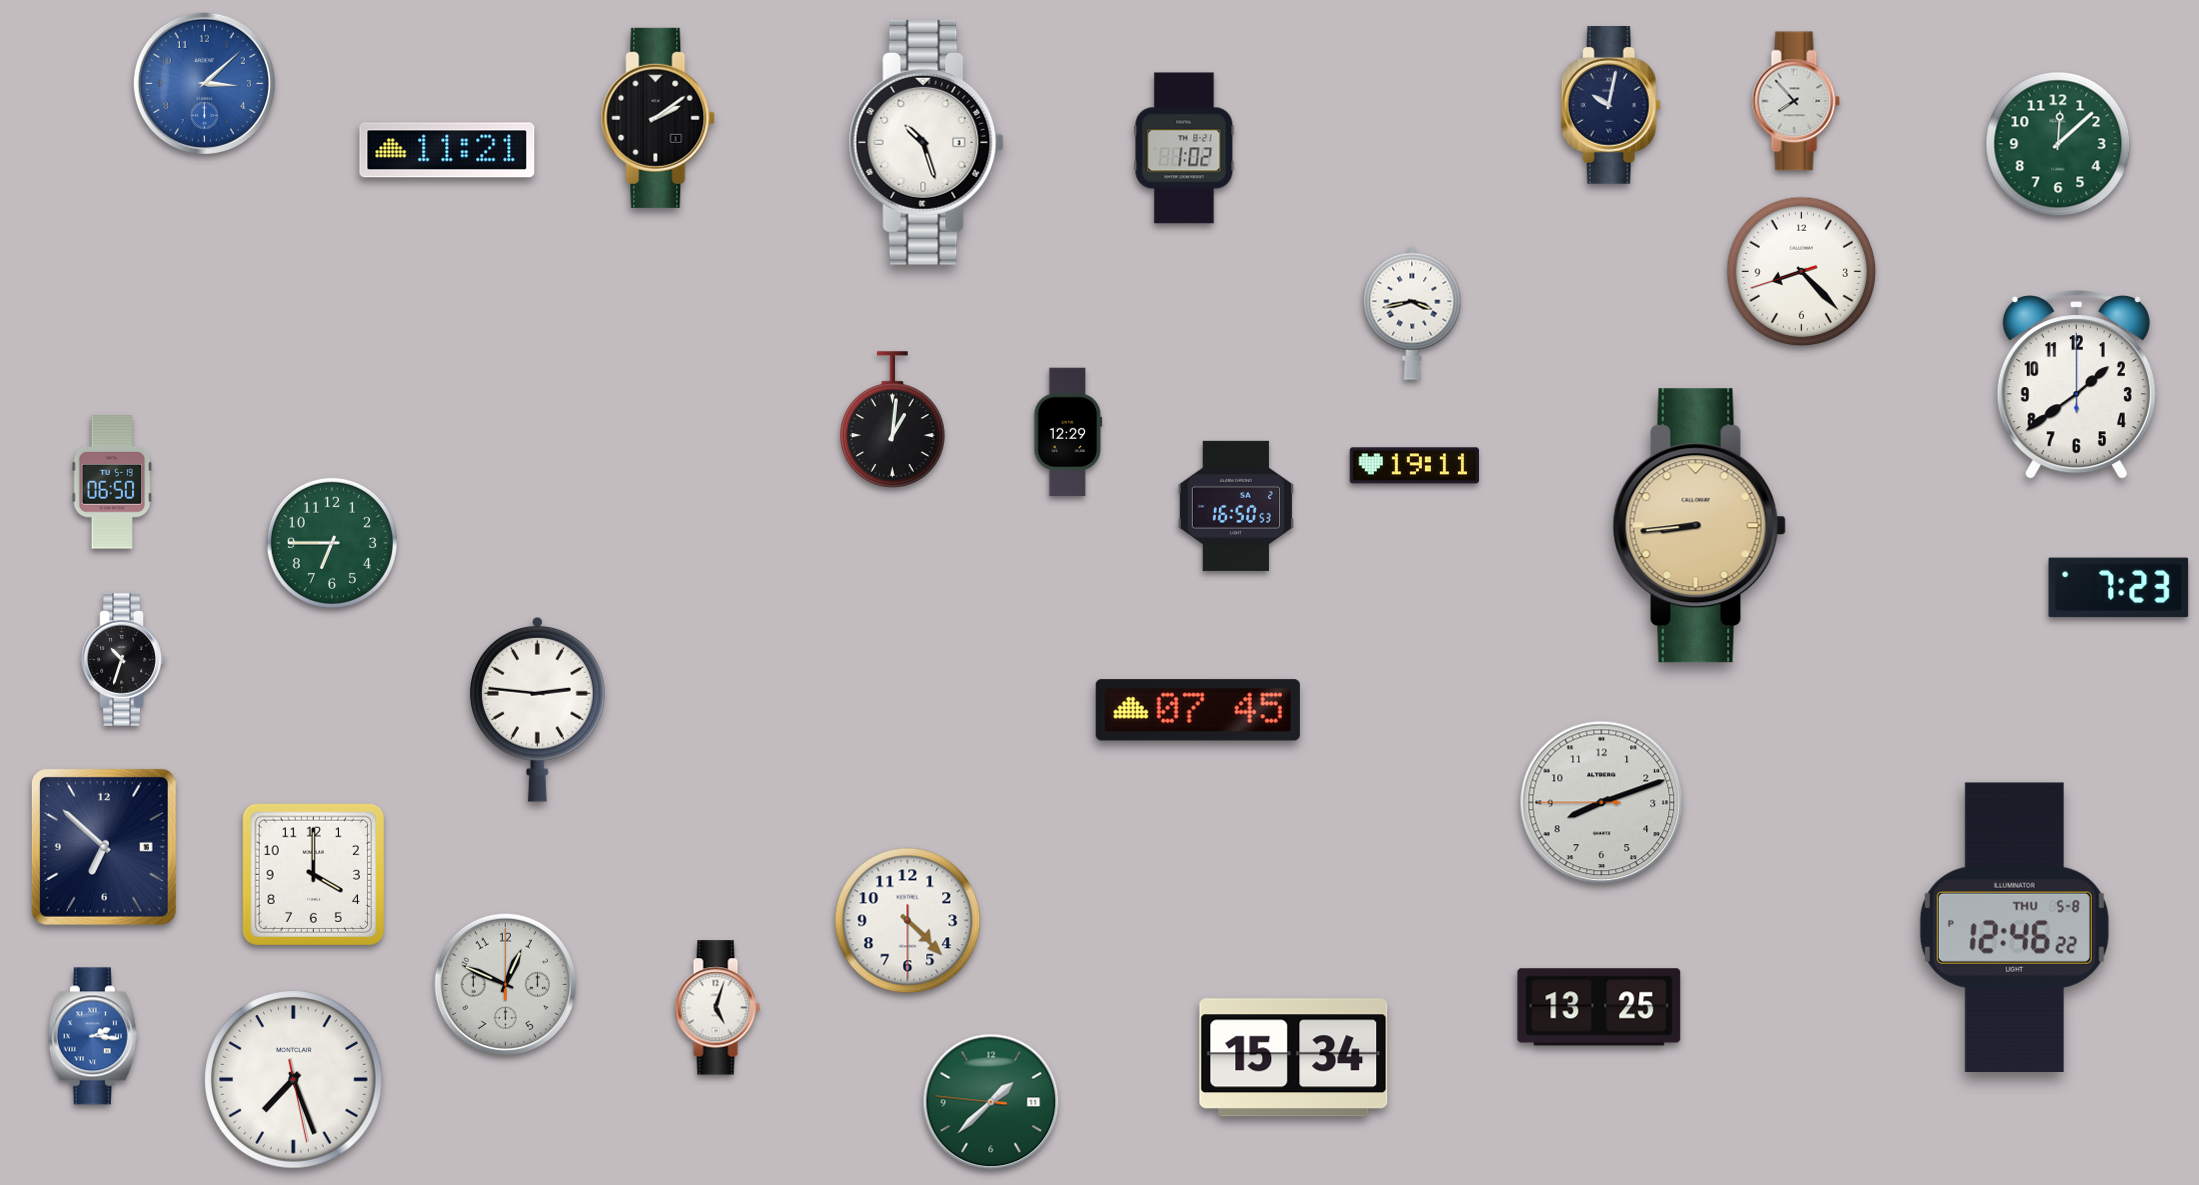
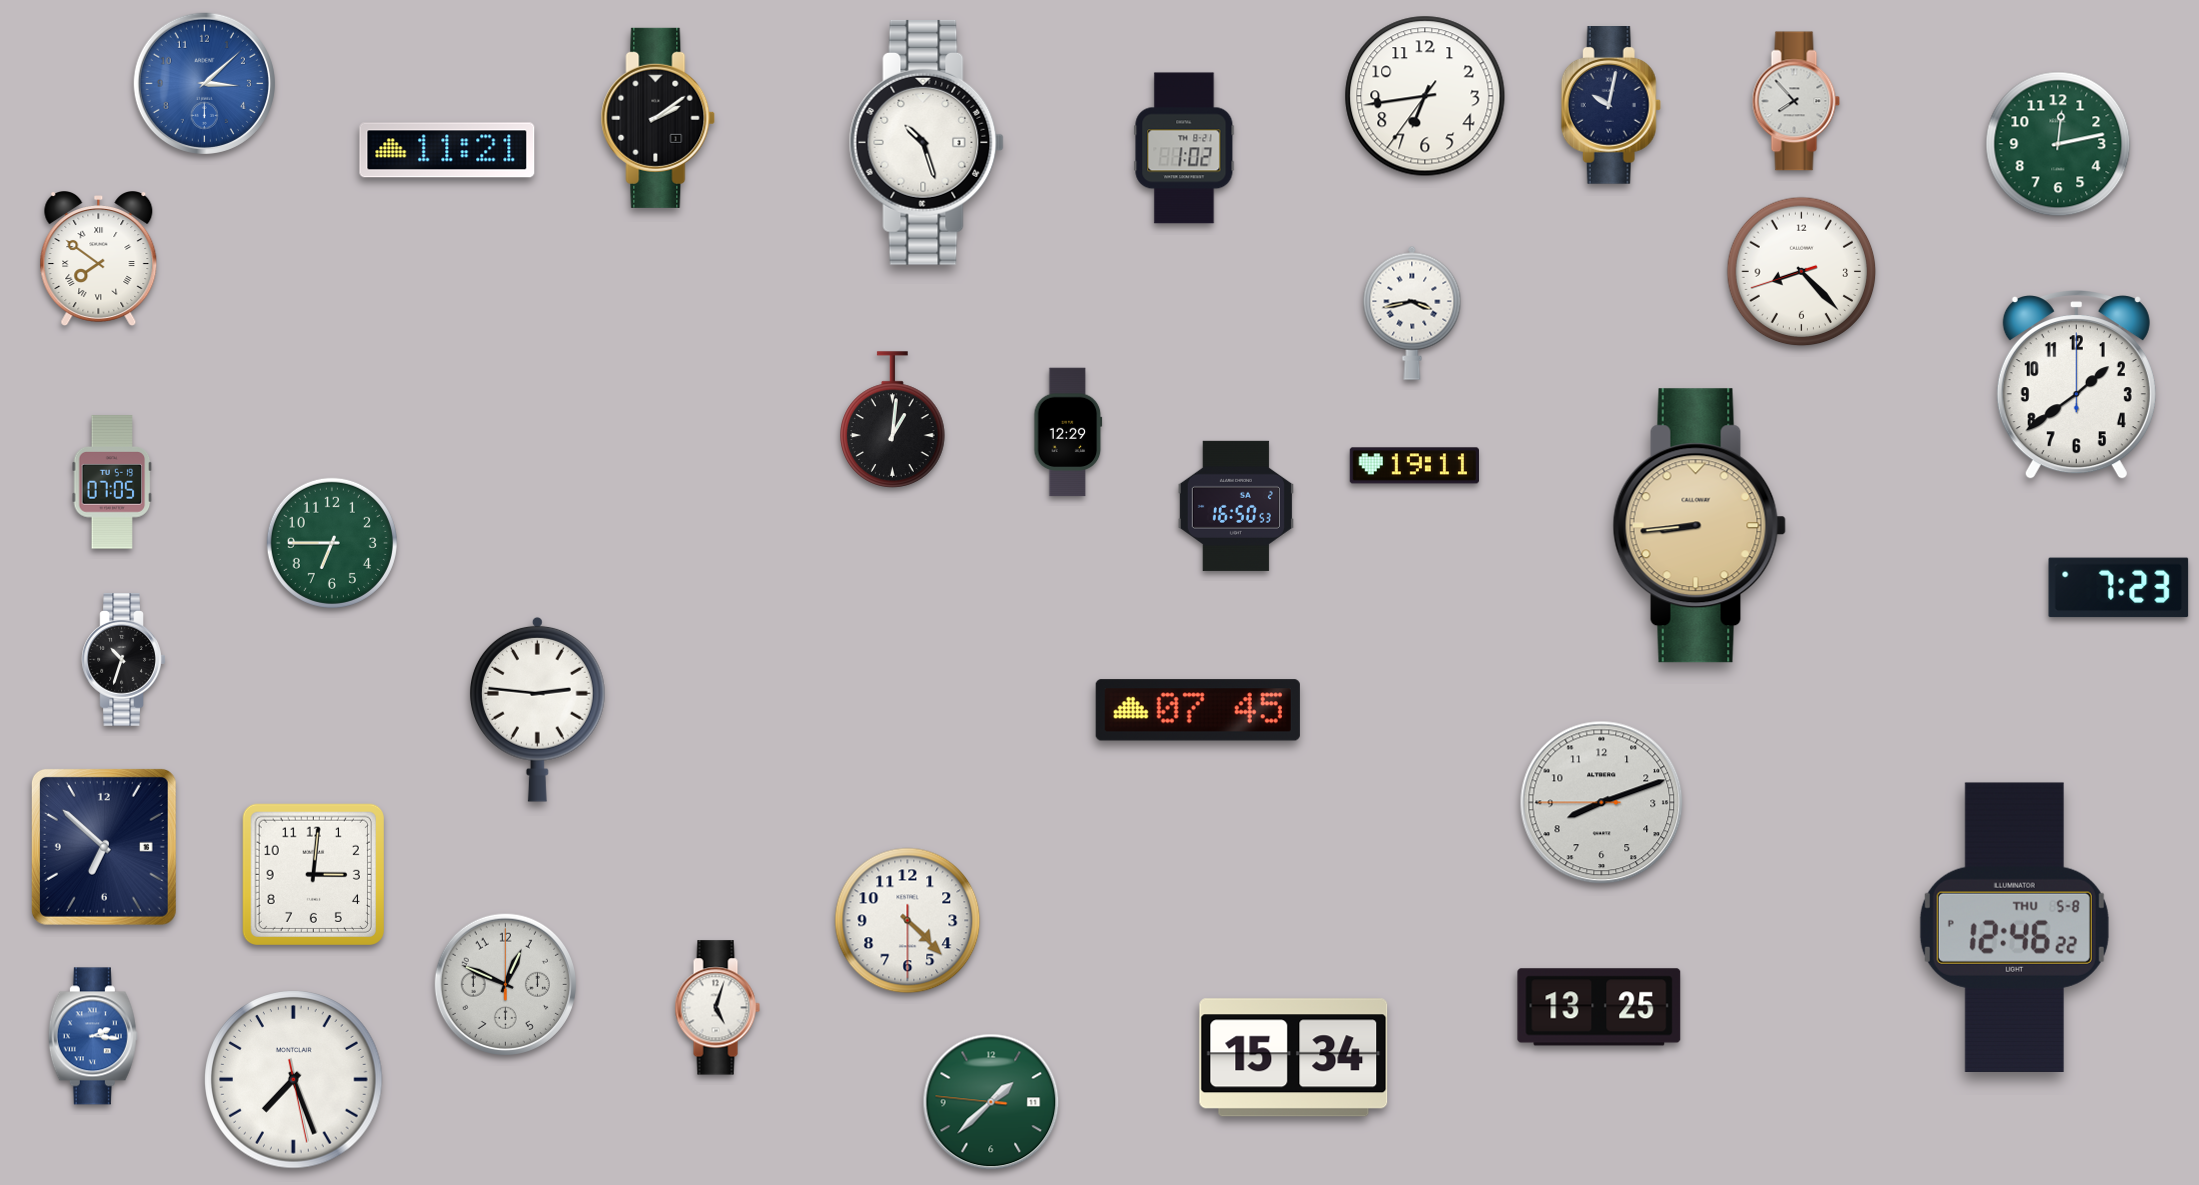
clock at (1425, 96): none -> 6:43
clock at (2058, 144): 12:08 -> 12:13
clock at (99, 259): none -> 7:51
clock at (112, 482): 06:50 -> 07:05
clock at (313, 874): 4:00 -> 3:01
